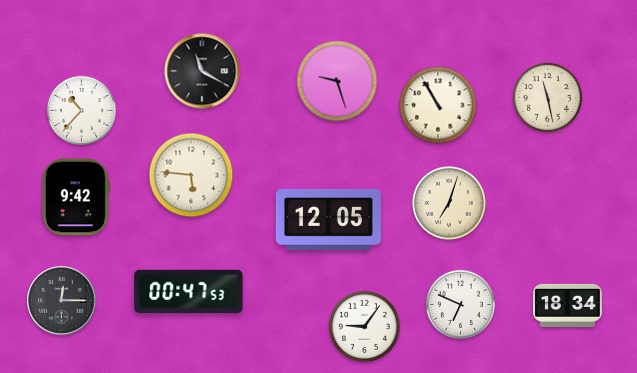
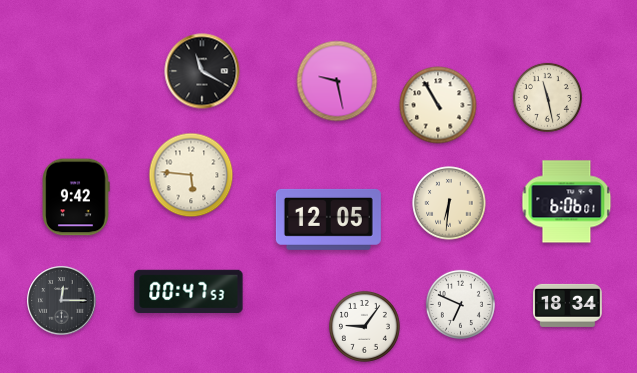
clock at (337, 81): 9:27 -> 9:28
clock at (81, 110): 10:37 -> none
clock at (567, 202): none -> 6:06
clock at (449, 203): 7:03 -> 6:31
